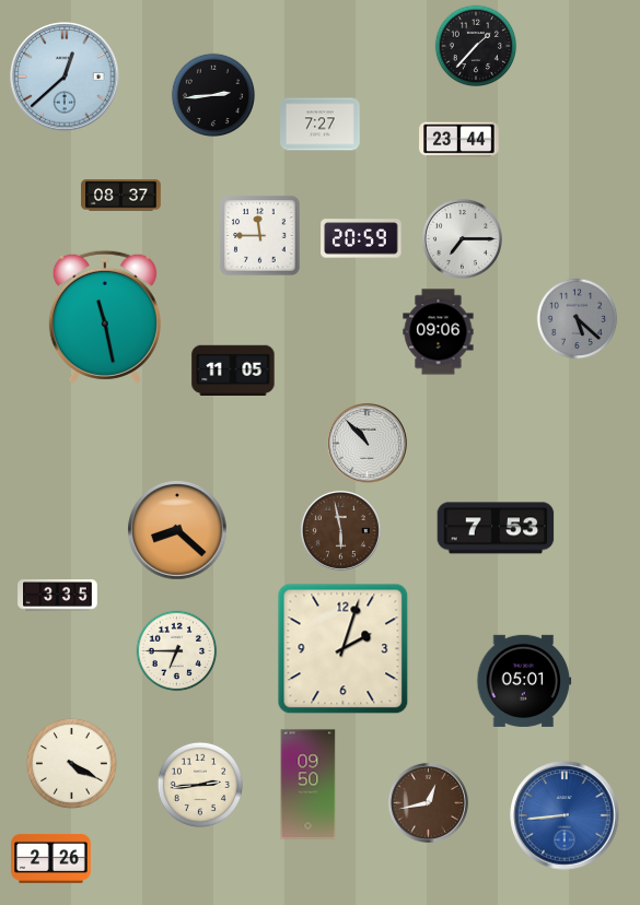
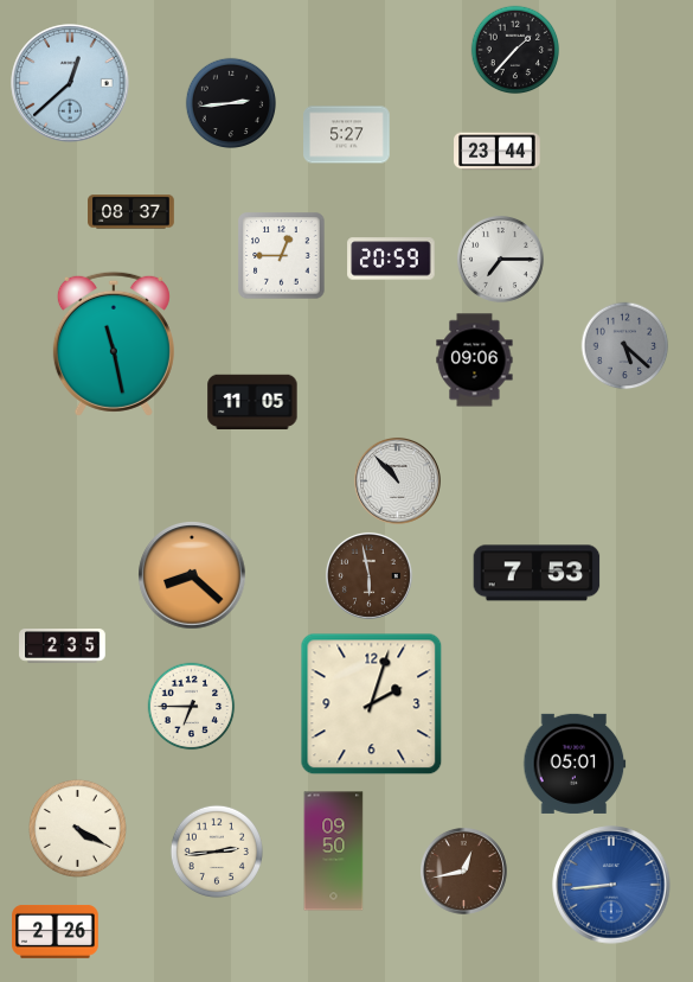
clock at (321, 125): 7:27 -> 5:27
clock at (260, 236): 11:45 -> 12:45
clock at (58, 596): 3:35 -> 2:35
clock at (524, 681) position: (524, 681) -> (575, 764)
